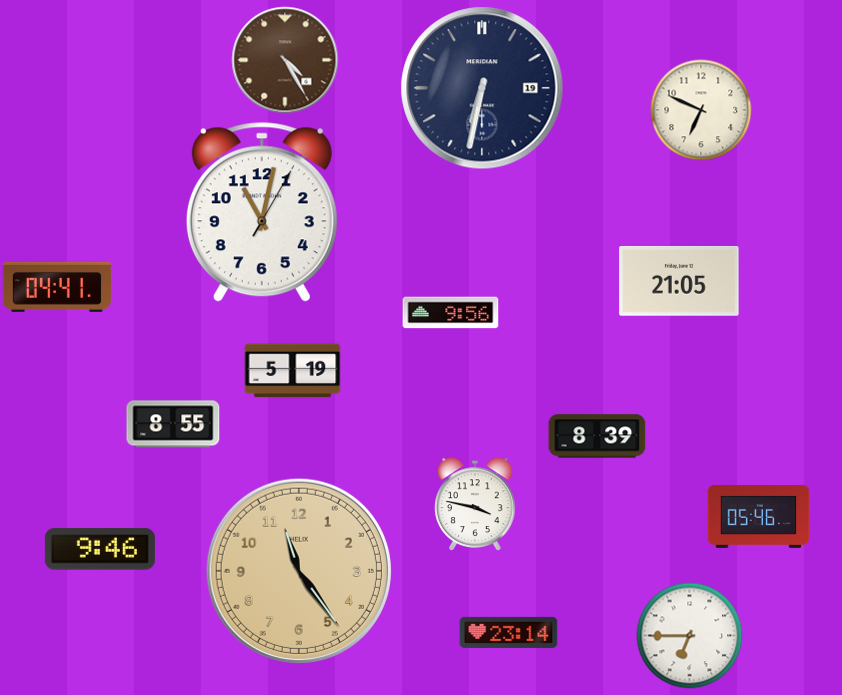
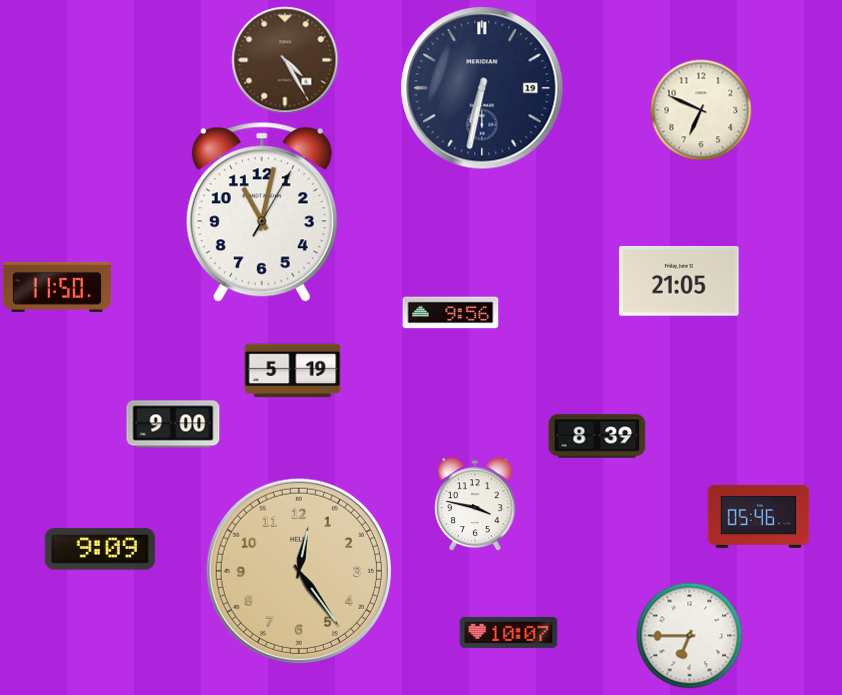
clock at (57, 287): 04:41 -> 11:50
clock at (173, 424): 8:55 -> 9:00
clock at (100, 549): 9:46 -> 9:09
clock at (299, 571): 11:24 -> 12:24
clock at (509, 632): 23:14 -> 10:07
